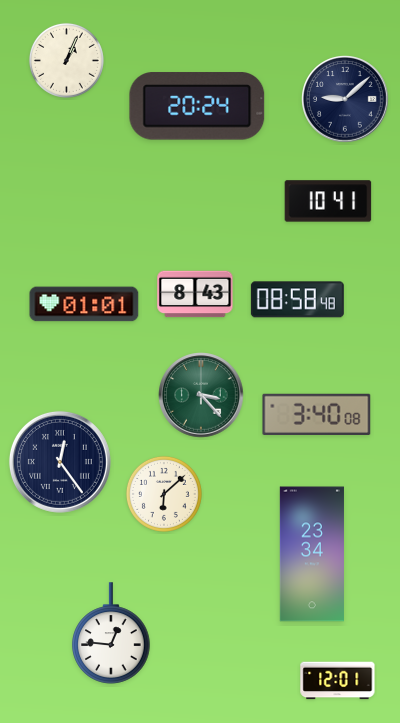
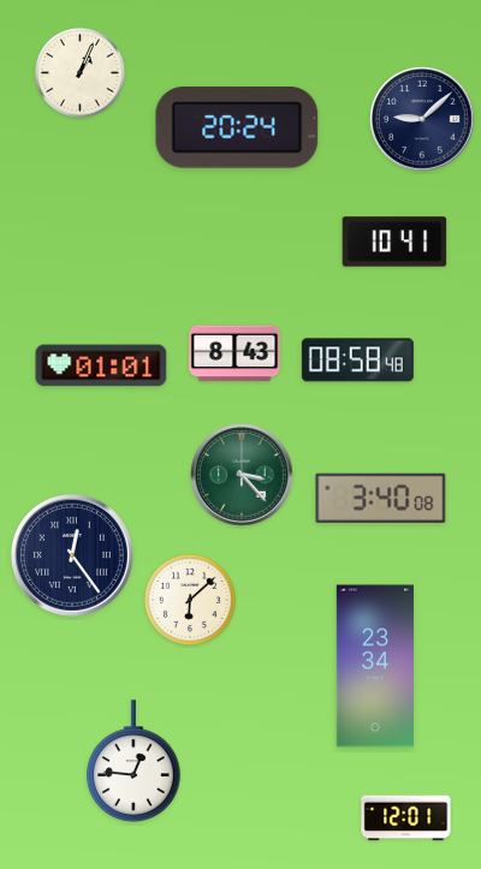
clock at (345, 99) position: (345, 99) -> (422, 119)
clock at (164, 494) position: (164, 494) -> (190, 600)
